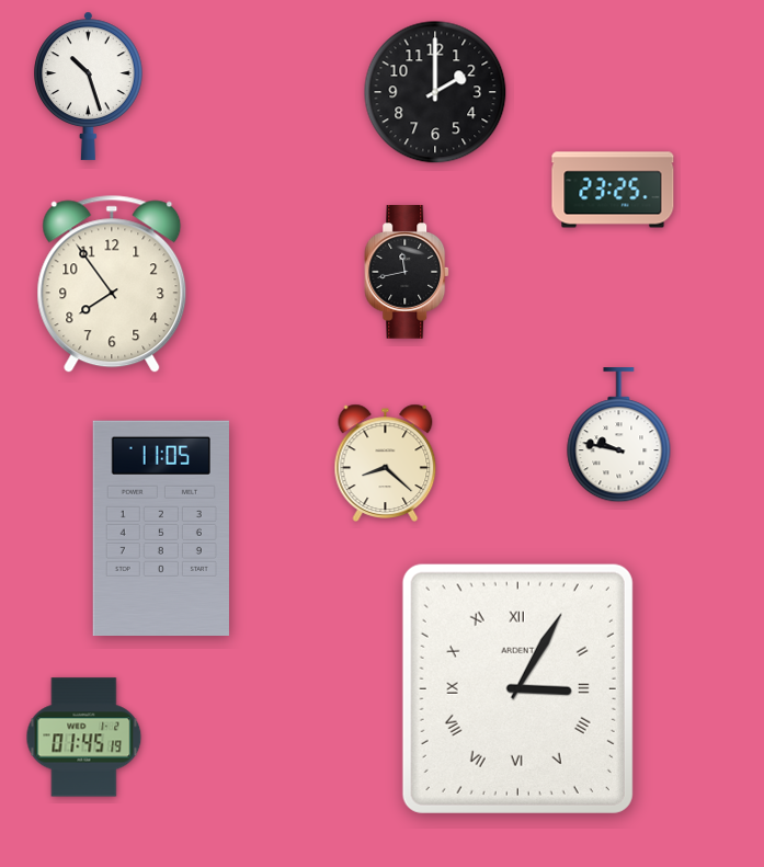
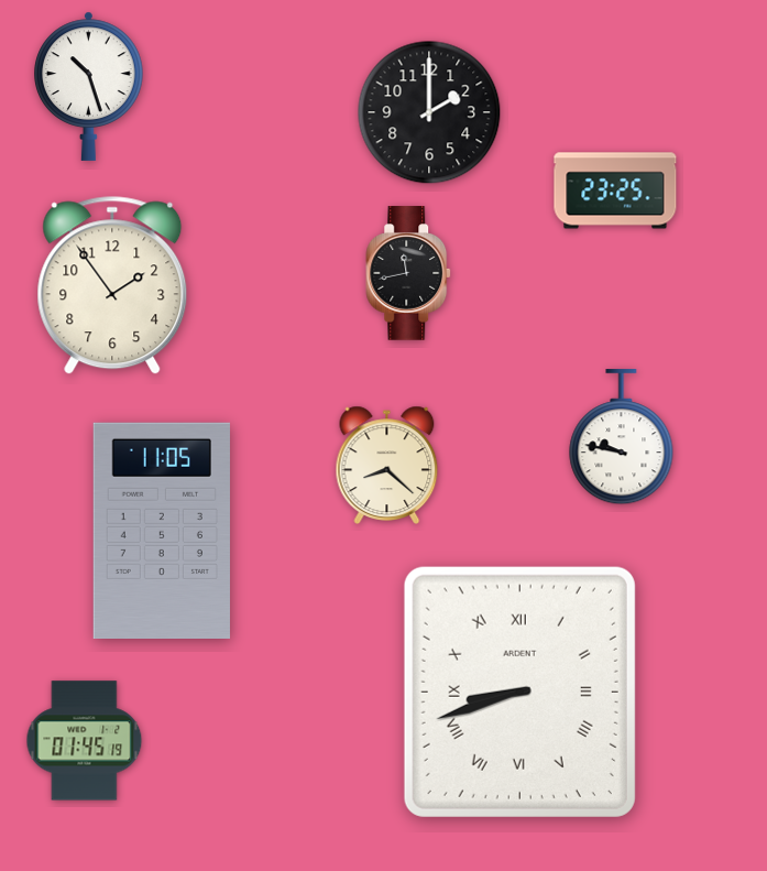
clock at (435, 92) position: (435, 92) -> (429, 112)
clock at (112, 284): 7:54 -> 1:54
clock at (517, 688): 3:05 -> 8:42
